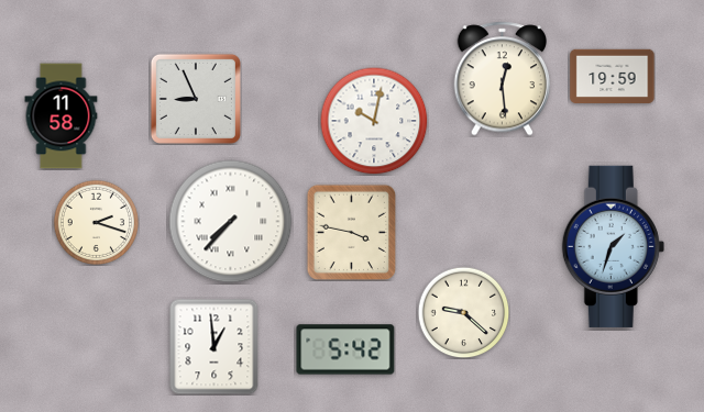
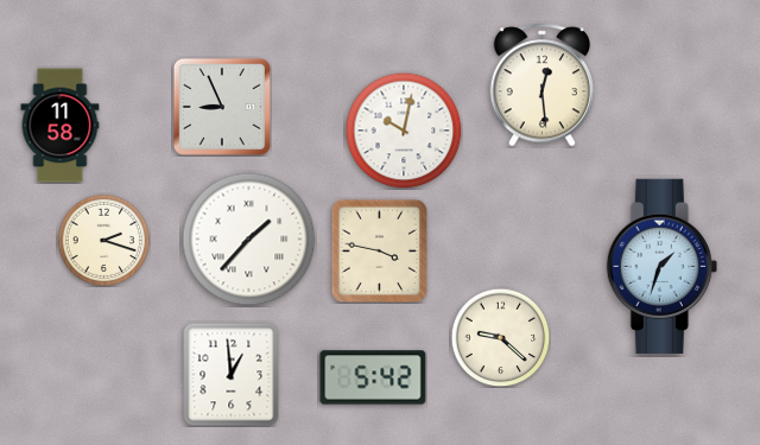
clock at (613, 76): 19:59 -> none
clock at (196, 99) position: (196, 99) -> (222, 107)
clock at (62, 116) position: (62, 116) -> (61, 126)
clock at (231, 222): 7:37 -> 1:37
